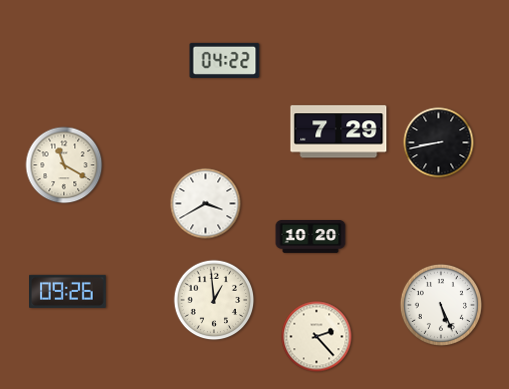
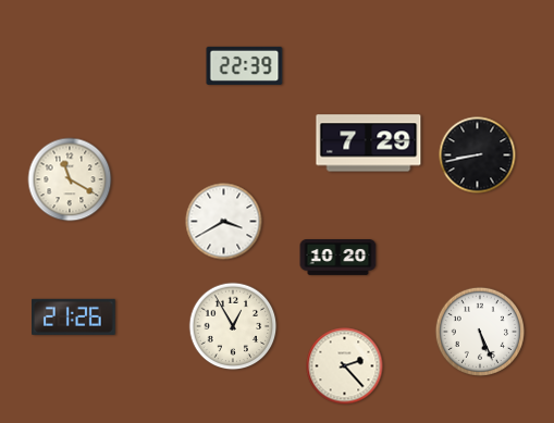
clock at (225, 60): 04:22 -> 22:39
clock at (68, 291): 09:26 -> 21:26
clock at (214, 300): 12:59 -> 12:55
